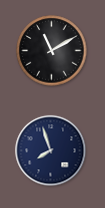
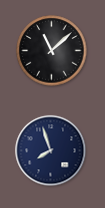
clock at (52, 51): 11:10 -> 11:08
